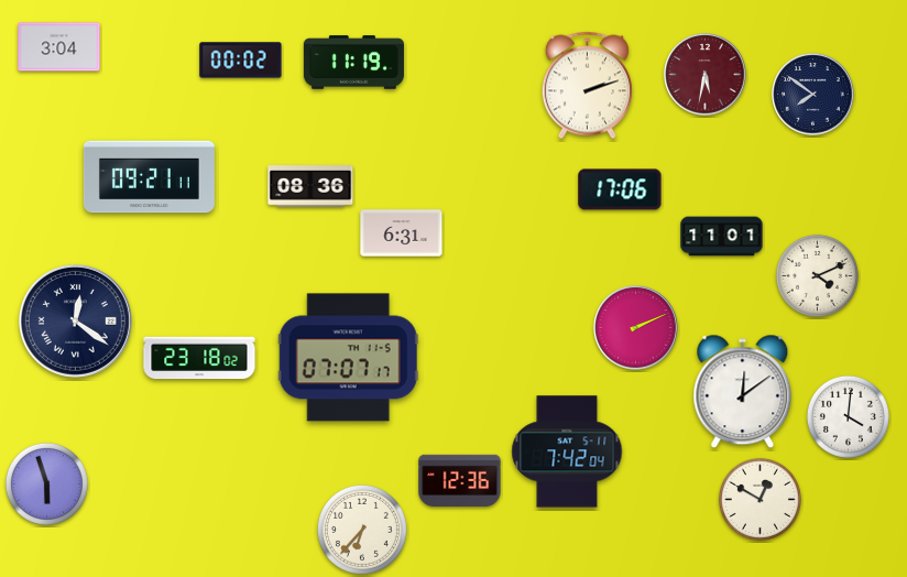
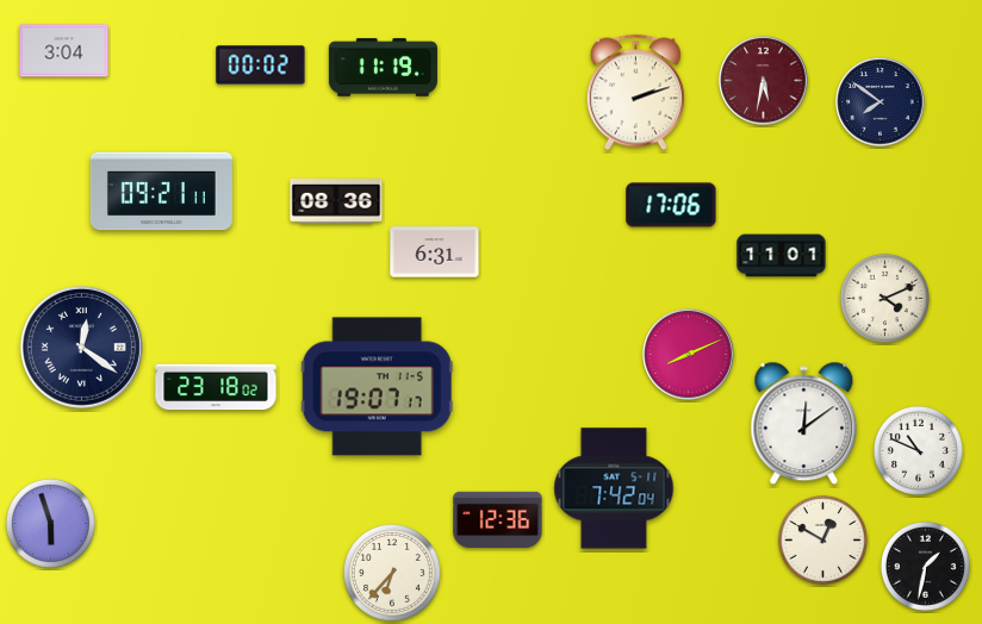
clock at (636, 328): 2:11 -> 8:11
clock at (348, 358): 07:07 -> 19:07
clock at (848, 416): 4:01 -> 10:49
clock at (925, 566): none -> 1:32
